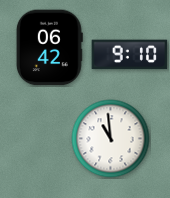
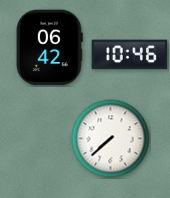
clock at (130, 55): 9:10 -> 10:46
clock at (111, 139): 10:59 -> 7:38
